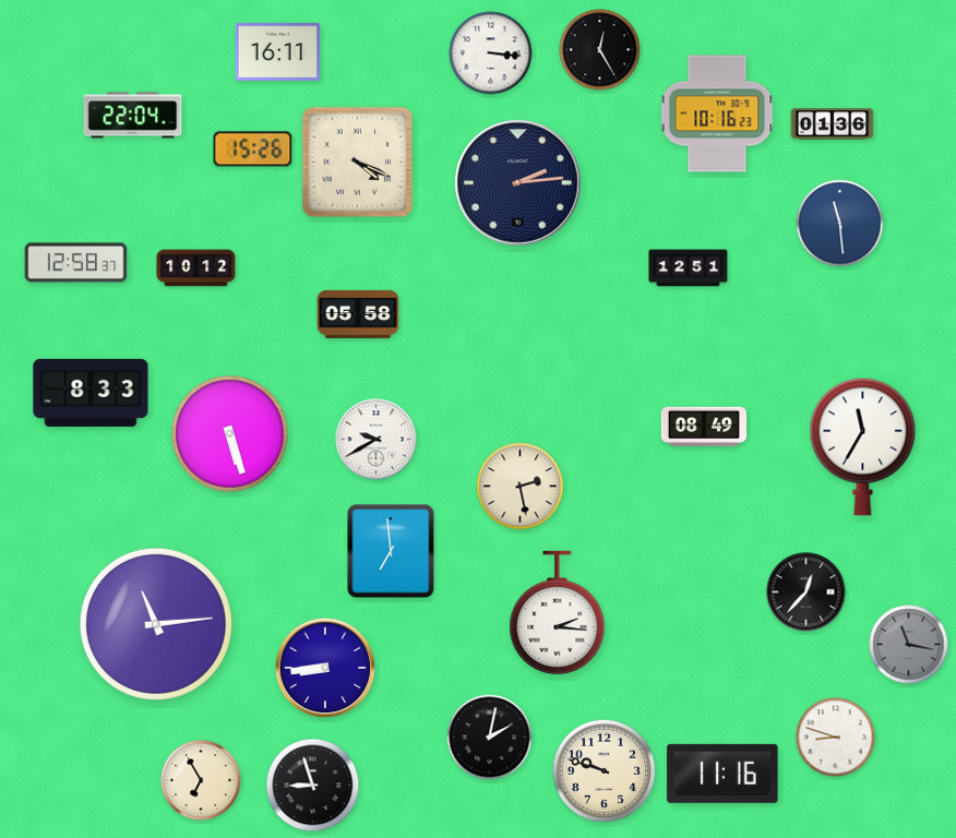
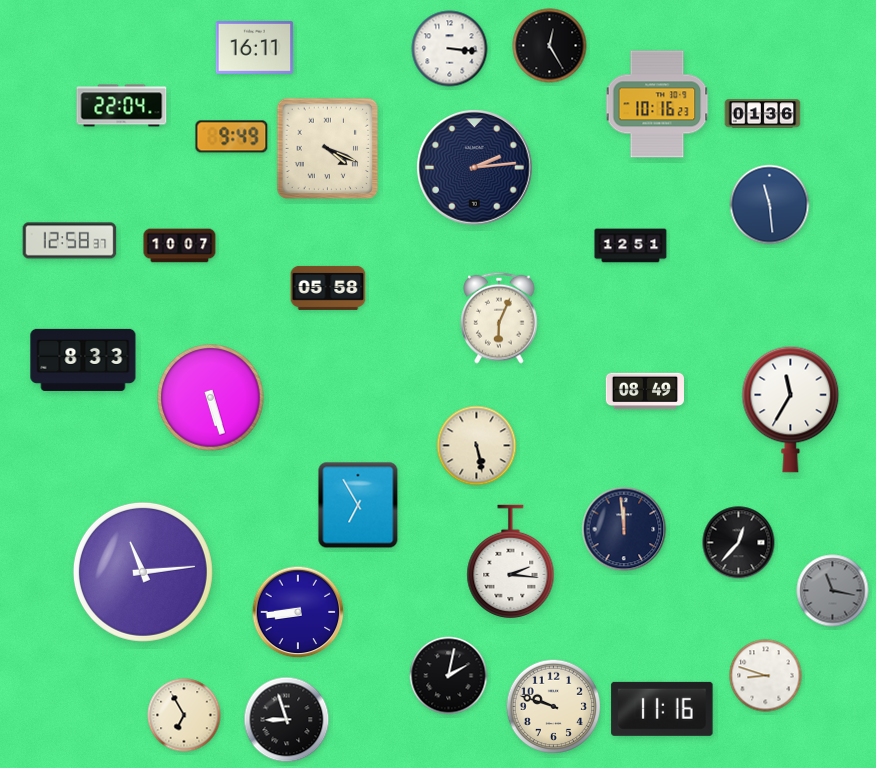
clock at (253, 149): 15:26 -> 9:49
clock at (196, 268): 10:12 -> 10:07
clock at (499, 318): none -> 6:04
clock at (377, 440): 9:40 -> none
clock at (521, 487): 2:28 -> 5:28
clock at (391, 551): 6:59 -> 6:55
clock at (624, 529): none -> 11:59
